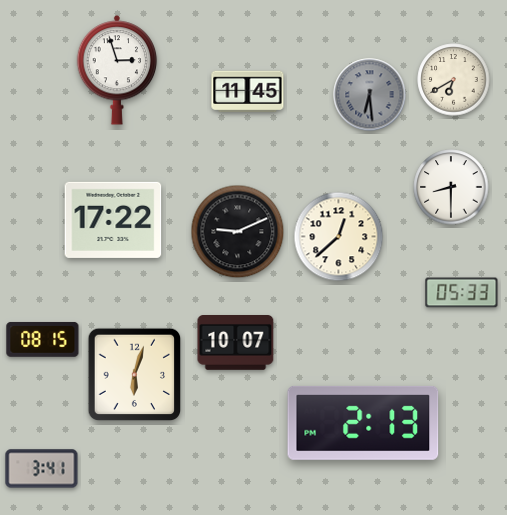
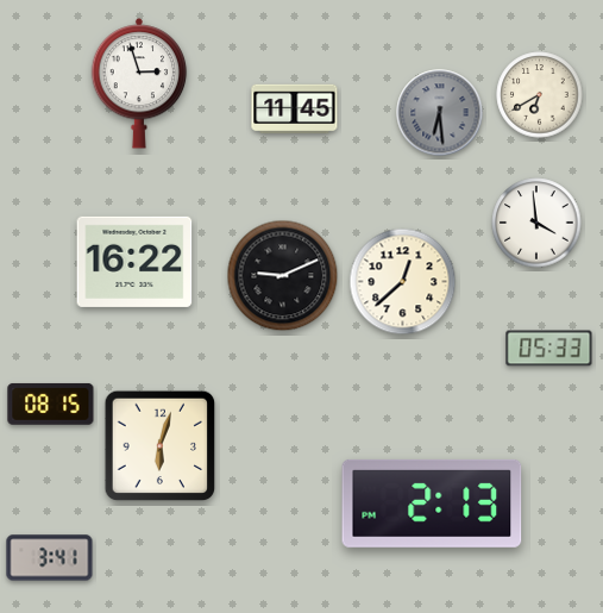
clock at (451, 187): 8:30 -> 3:59
clock at (113, 220): 17:22 -> 16:22
clock at (236, 343): 10:07 -> none
